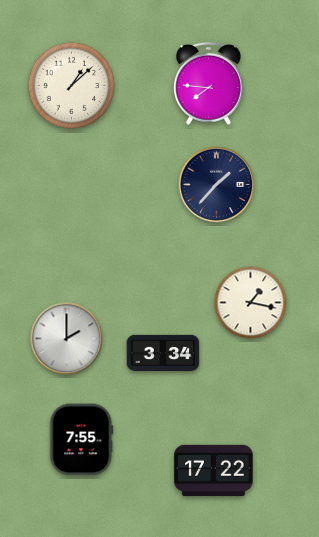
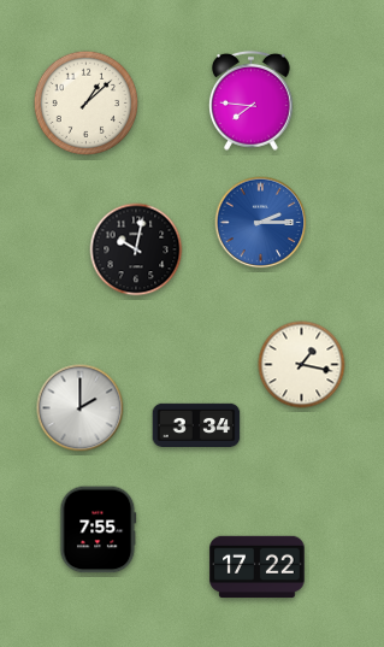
clock at (217, 185): 1:37 -> 2:15
clock at (217, 185) dial: navy -> blue
clock at (136, 249): none -> 10:02
